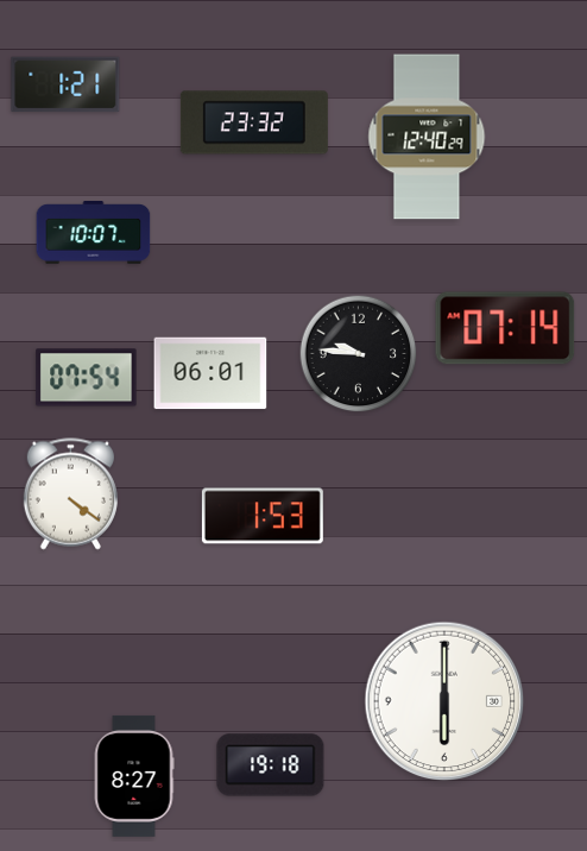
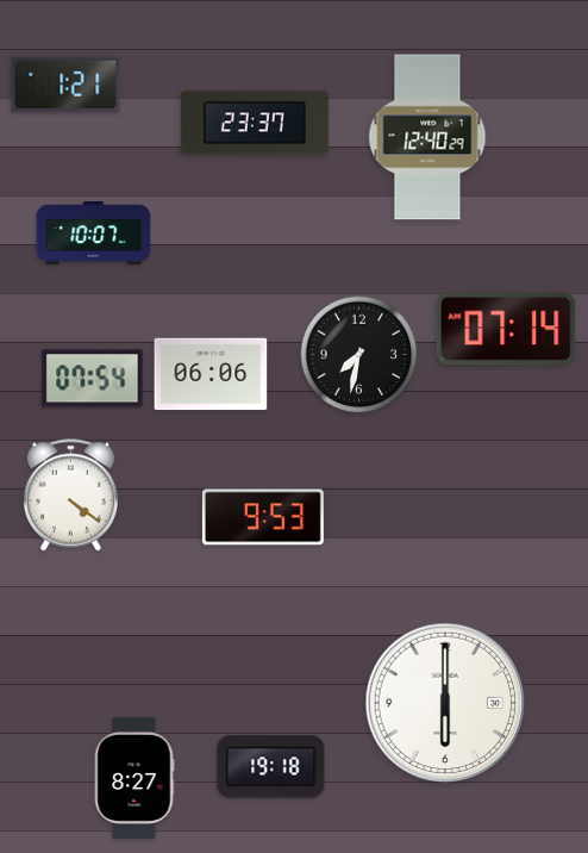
clock at (254, 122): 23:32 -> 23:37
clock at (359, 354): 9:46 -> 7:32
clock at (210, 373): 06:01 -> 06:06
clock at (87, 378) position: (87, 378) -> (93, 379)
clock at (263, 516): 1:53 -> 9:53
